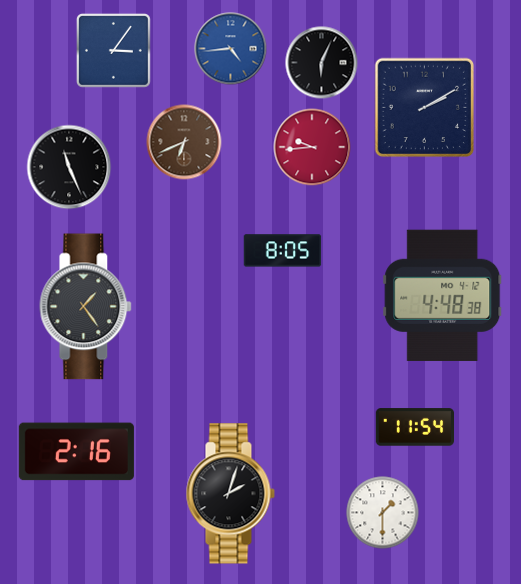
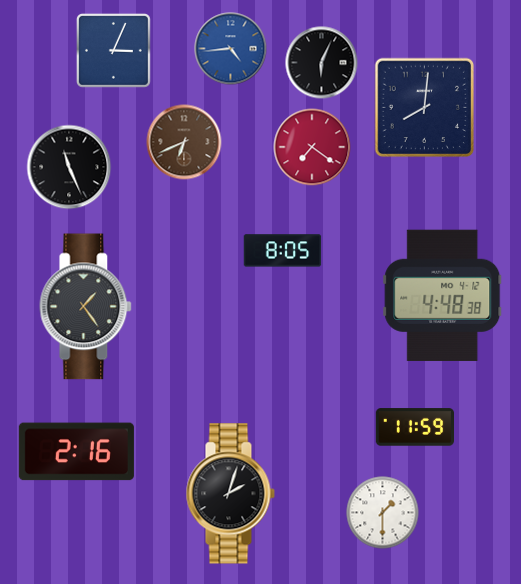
clock at (113, 50): 3:06 -> 3:04
clock at (425, 108): 2:10 -> 8:01
clock at (312, 147): 9:44 -> 7:21
clock at (414, 427): 11:54 -> 11:59
